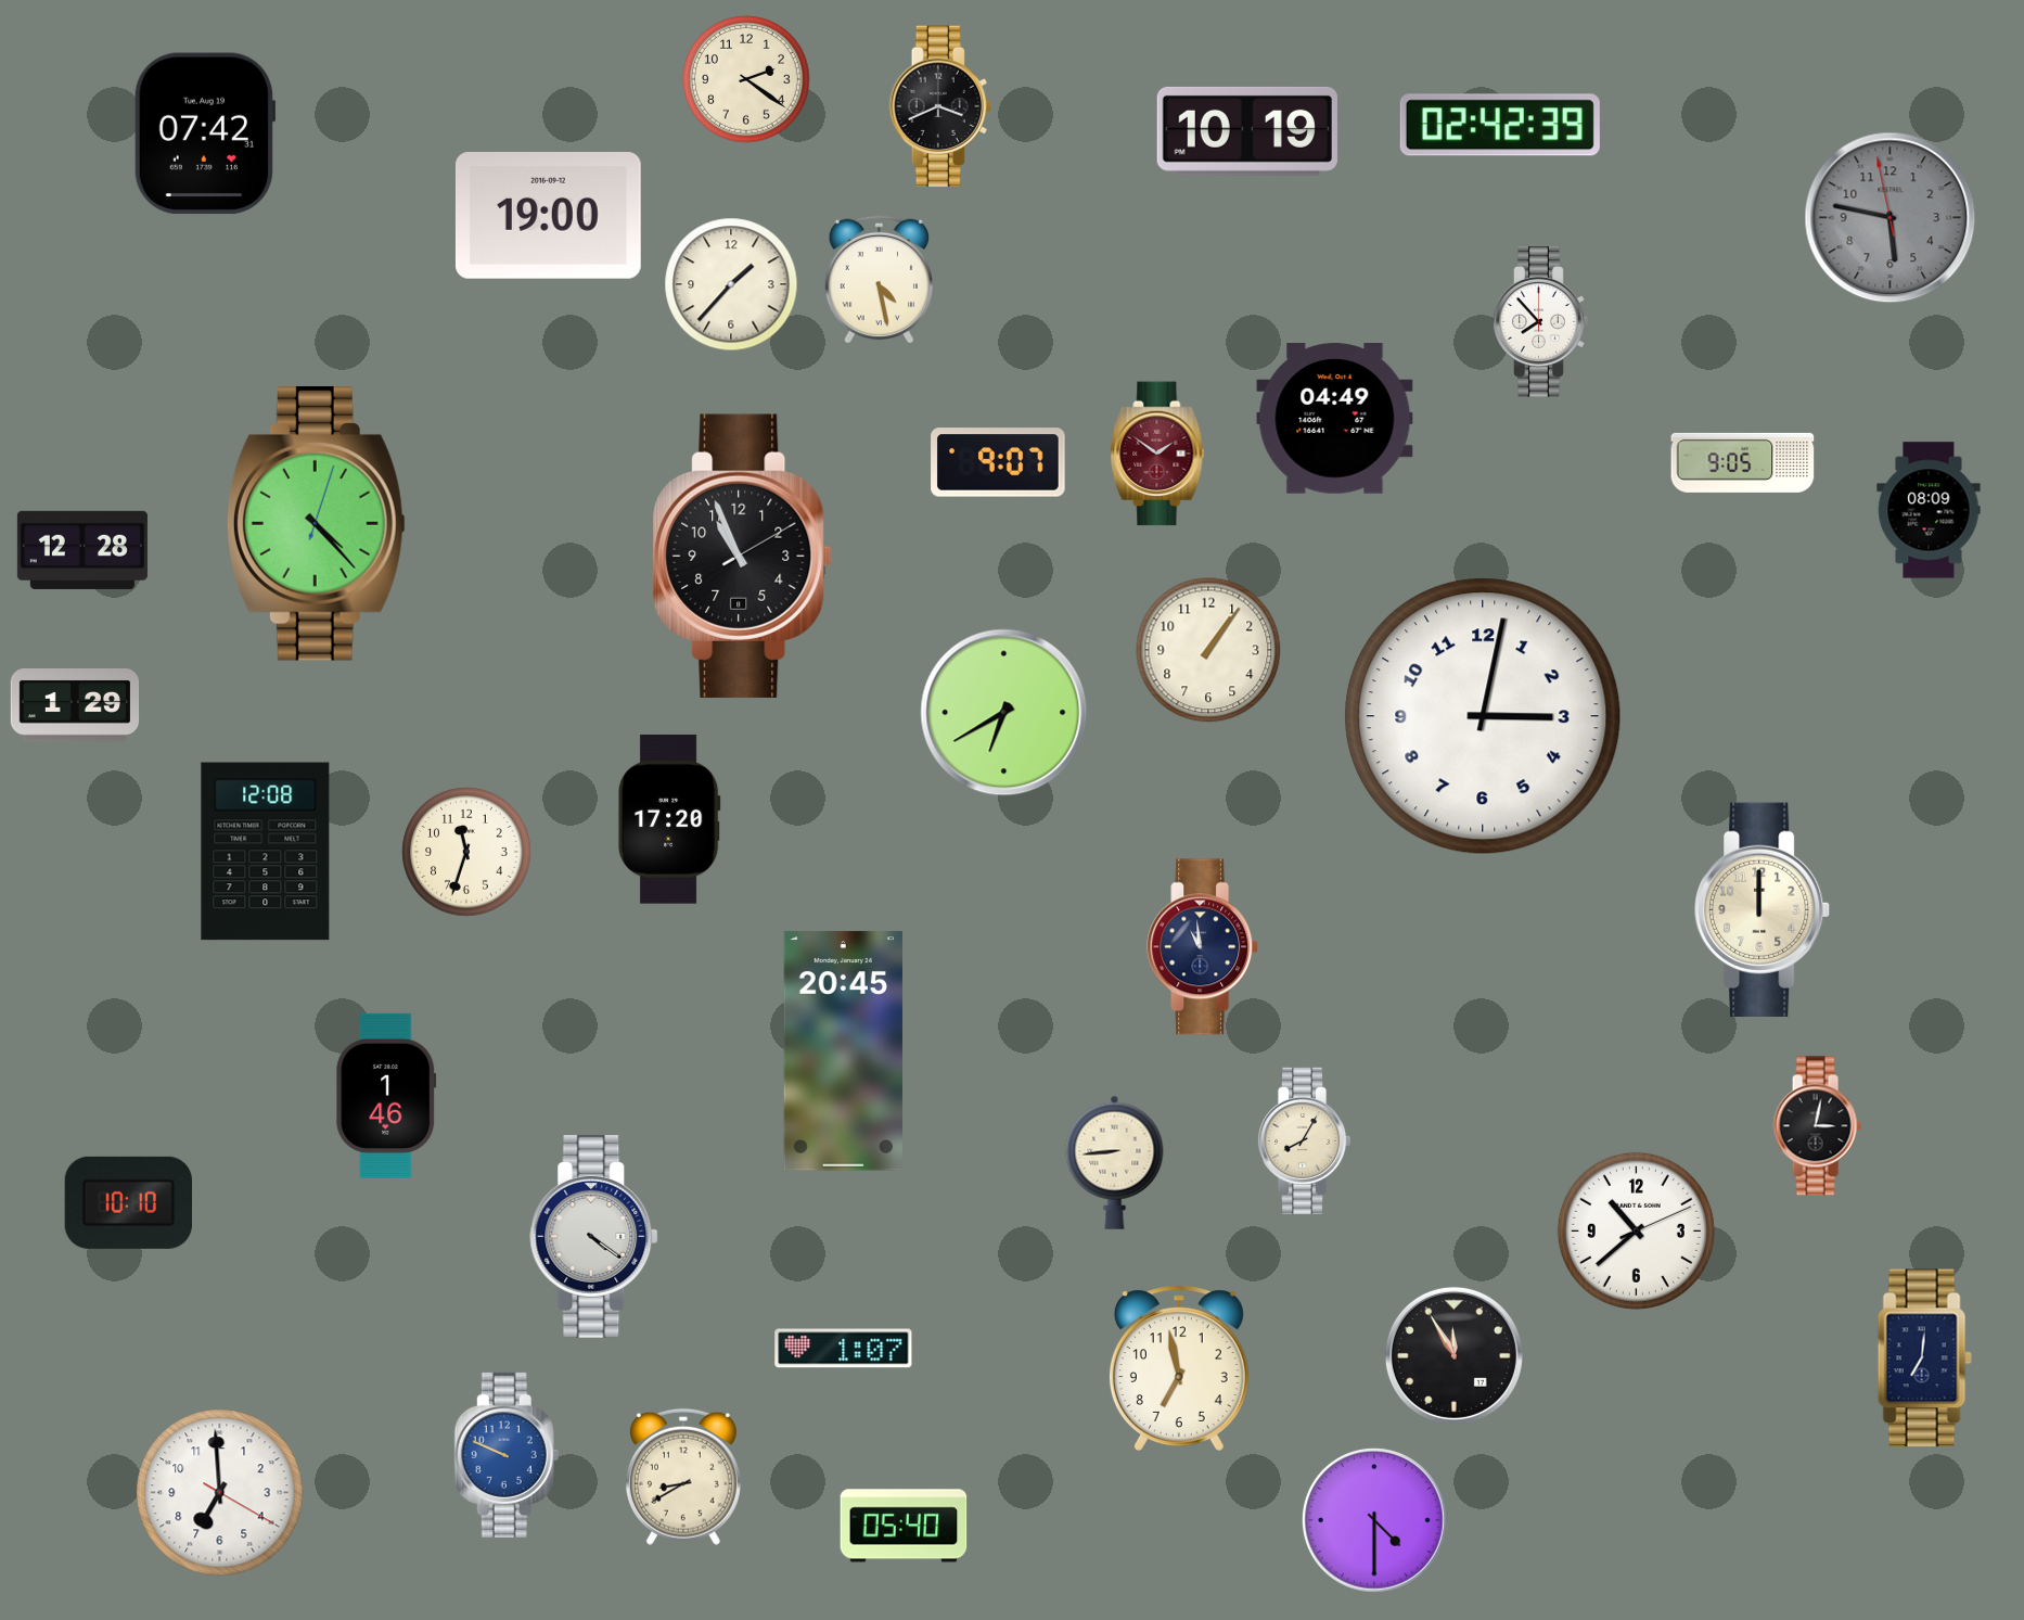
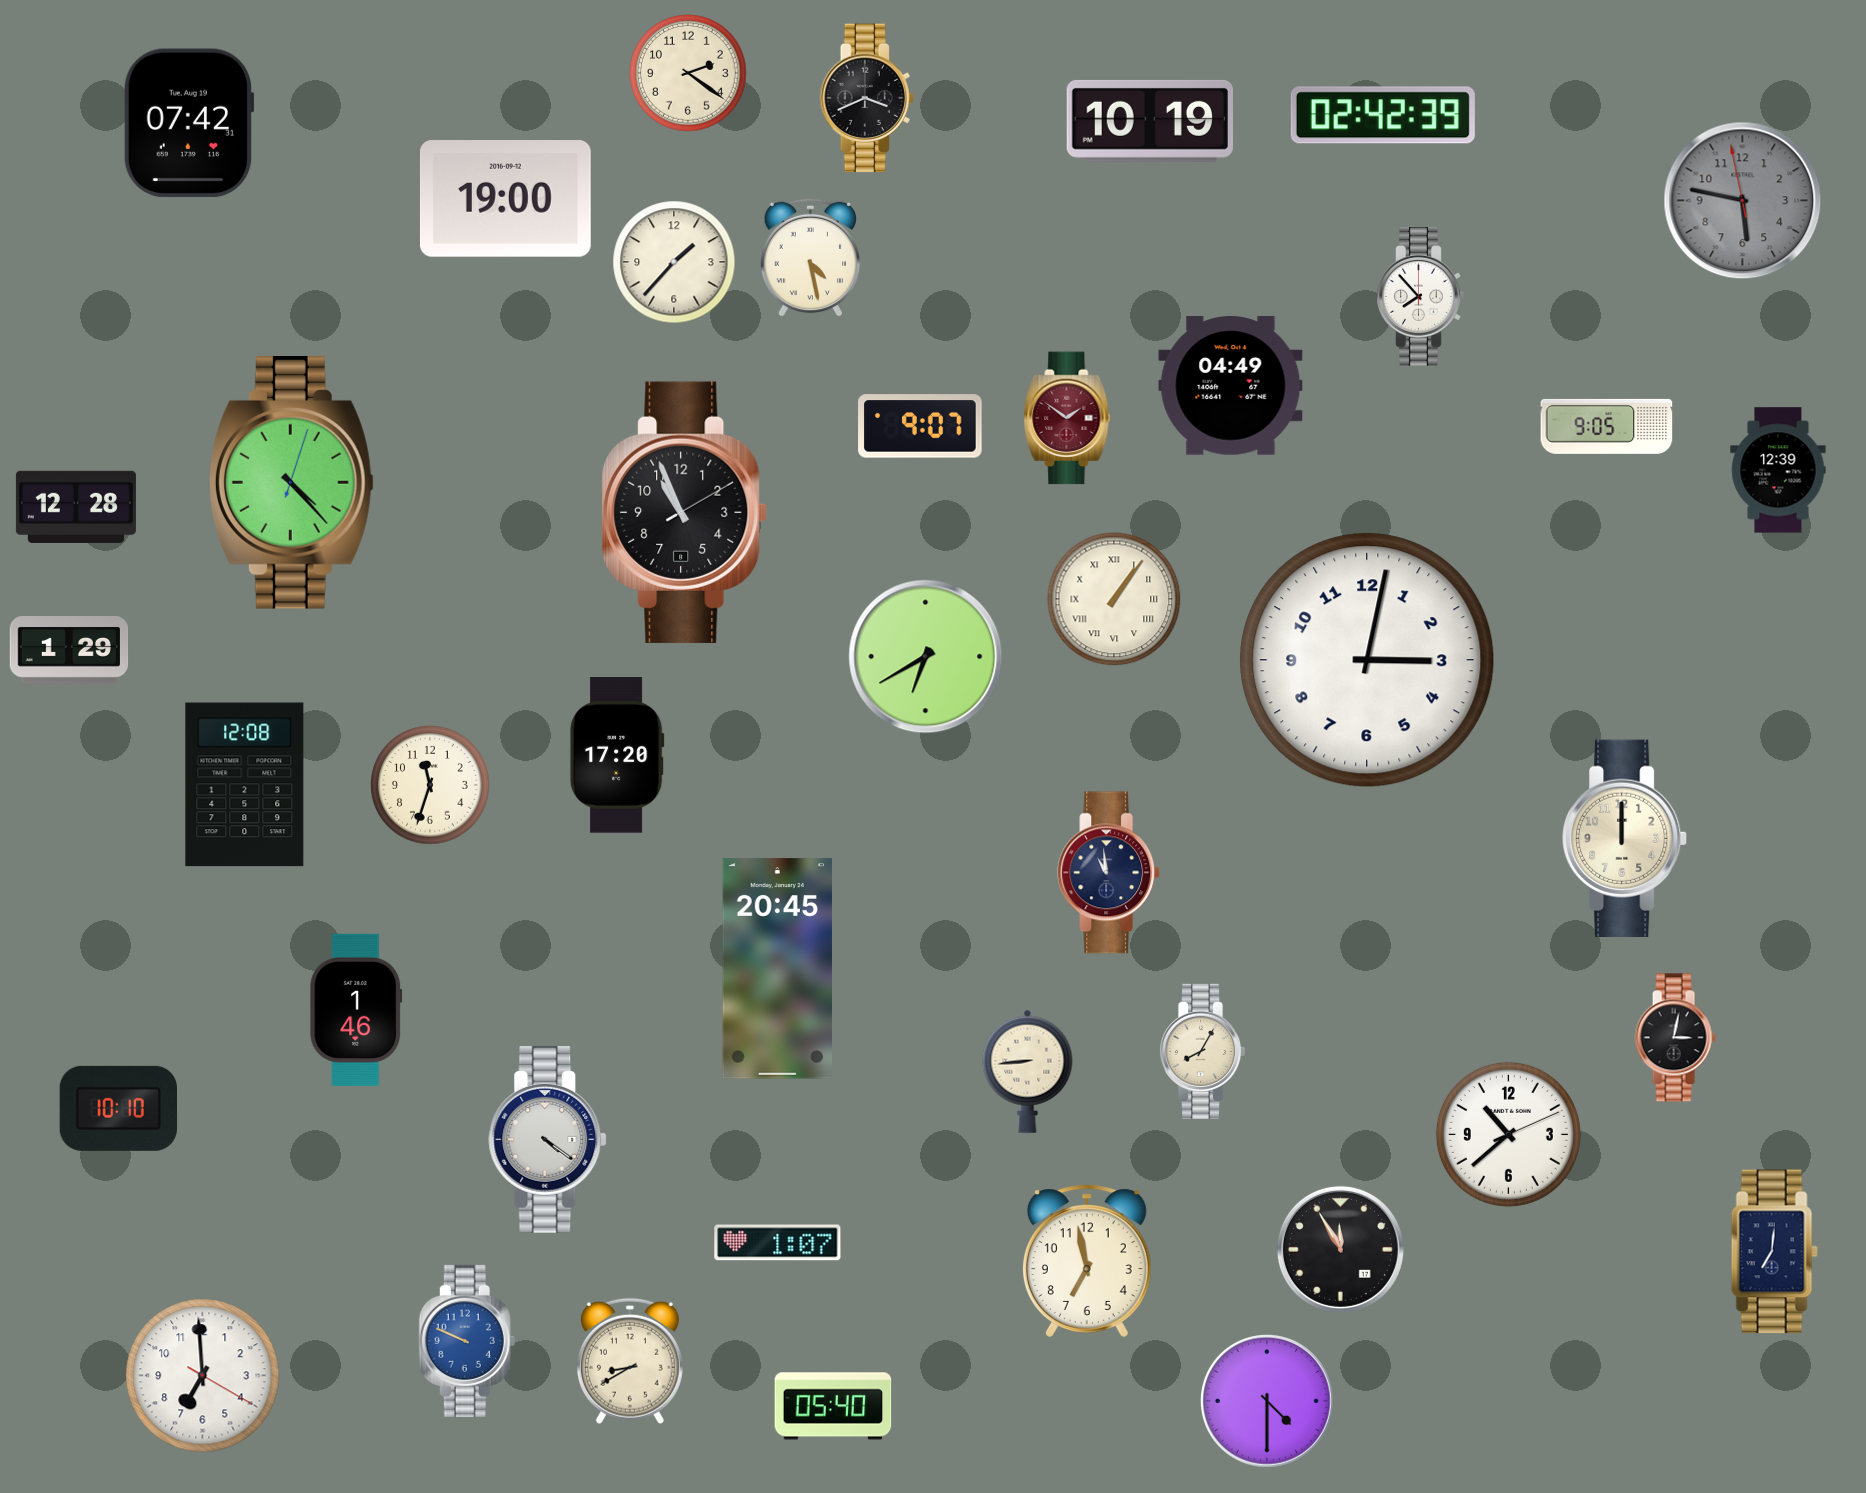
clock at (1929, 510): 08:09 -> 12:39
clock at (1208, 650) numerals: Arabic -> Roman
